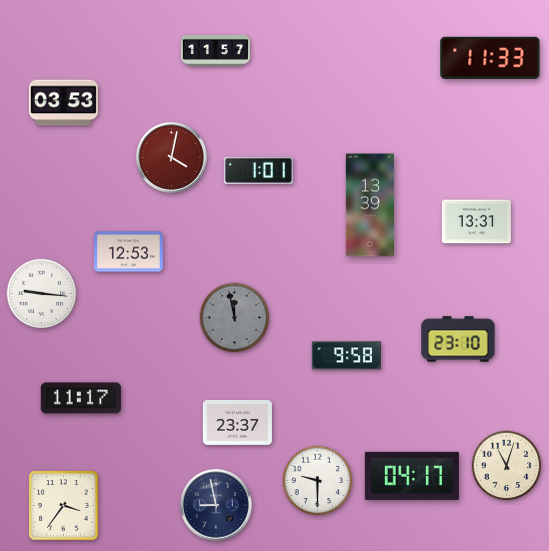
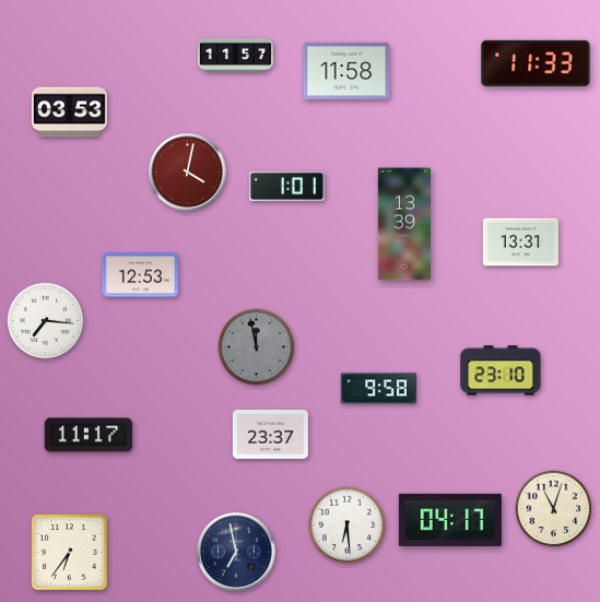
clock at (346, 71): none -> 11:58
clock at (258, 170) position: (258, 170) -> (286, 186)
clock at (42, 294): 9:16 -> 7:16
clock at (237, 422) position: (237, 422) -> (270, 434)
clock at (318, 481): 9:30 -> 6:29
clock at (216, 505): 8:58 -> 6:58
clock at (64, 506): 3:36 -> 6:36
